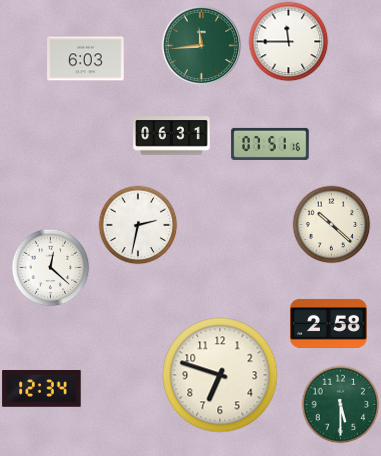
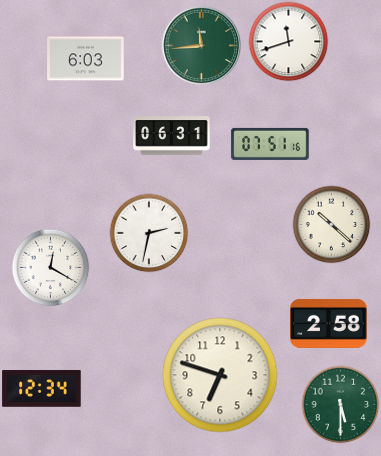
clock at (288, 41): 11:45 -> 11:42
clock at (138, 225) position: (138, 225) -> (149, 233)
clock at (50, 267): 12:22 -> 12:20
